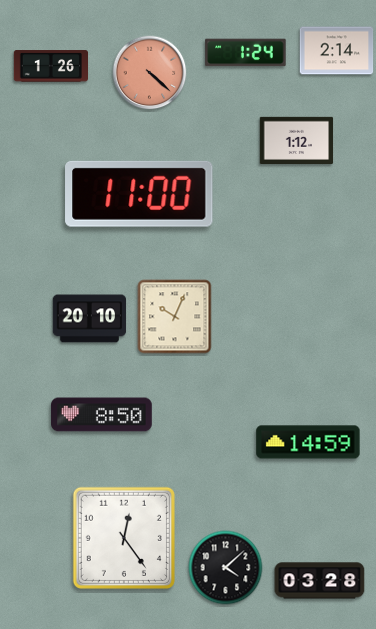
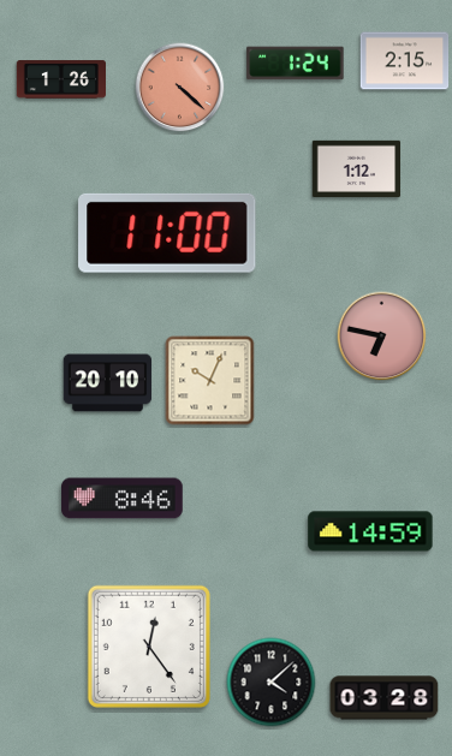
clock at (337, 51): 2:14 -> 2:15
clock at (382, 337): none -> 6:47
clock at (102, 415): 8:50 -> 8:46
